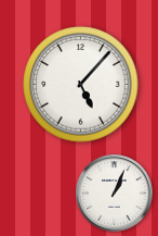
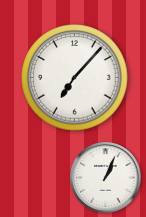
clock at (81, 85): 5:07 -> 7:07
